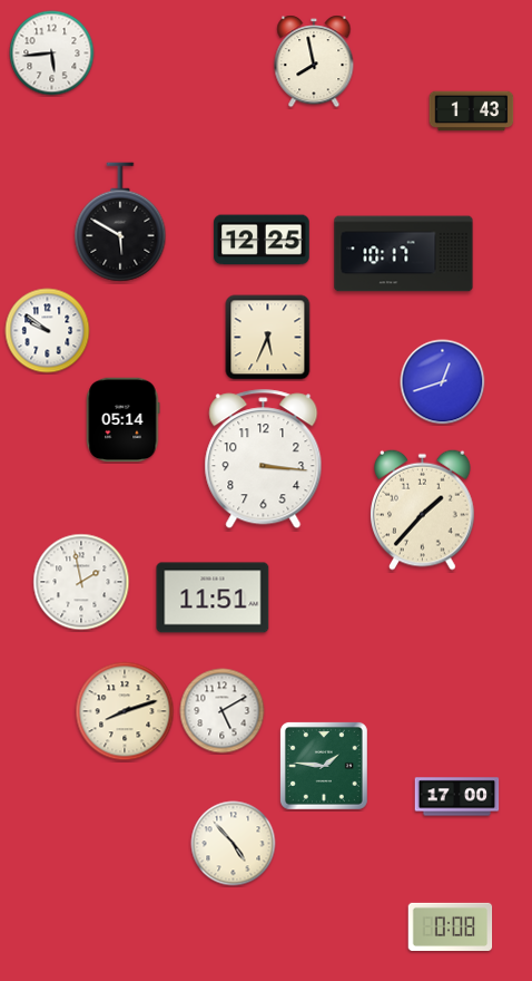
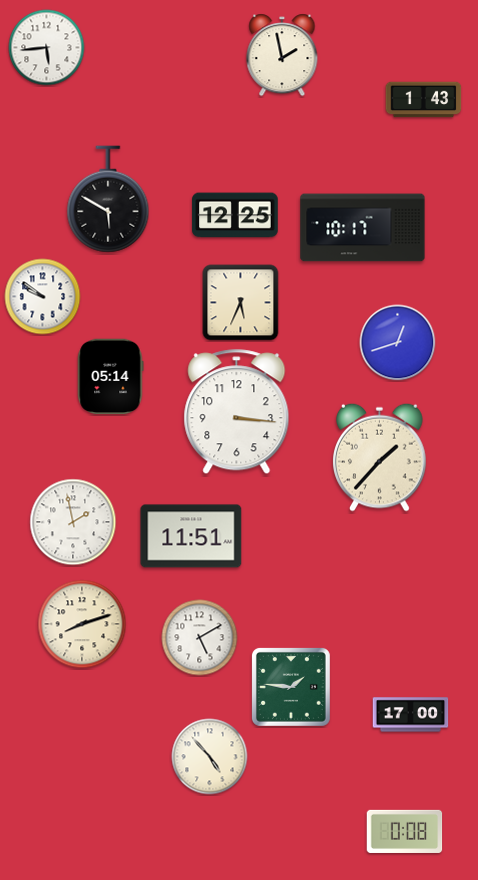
clock at (314, 61): 7:58 -> 1:58
clock at (125, 711) position: (125, 711) -> (82, 624)
